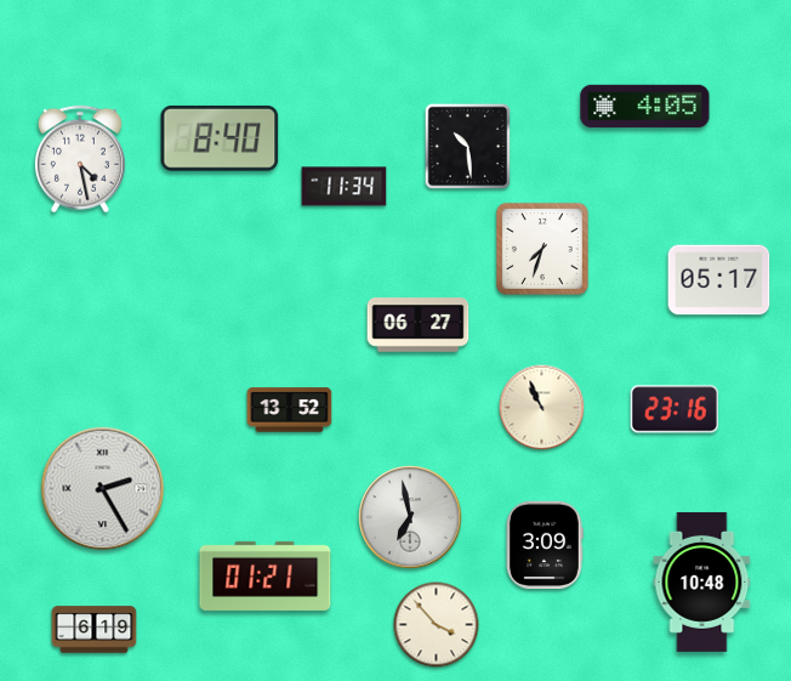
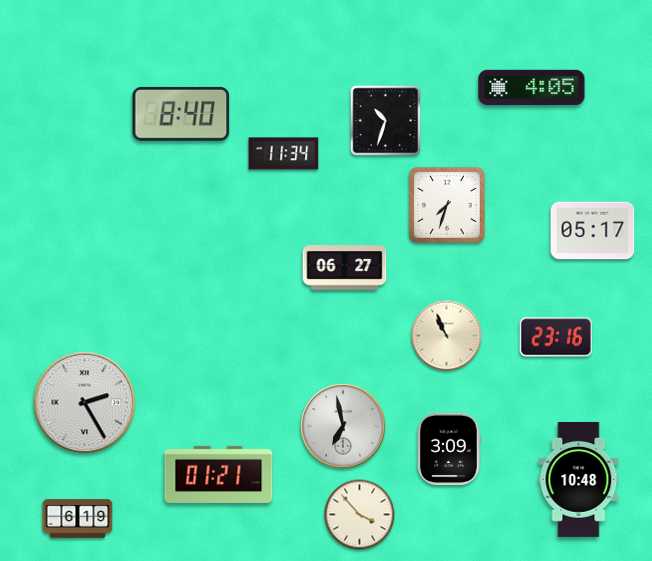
clock at (468, 147): 10:29 -> 10:33
clock at (80, 159): 4:28 -> none
clock at (290, 410): 13:52 -> none
clock at (410, 517) position: (410, 517) -> (343, 426)
